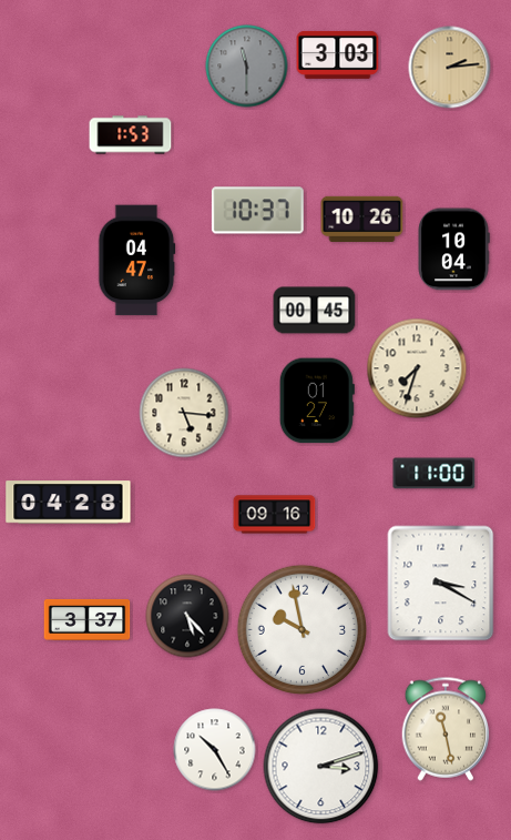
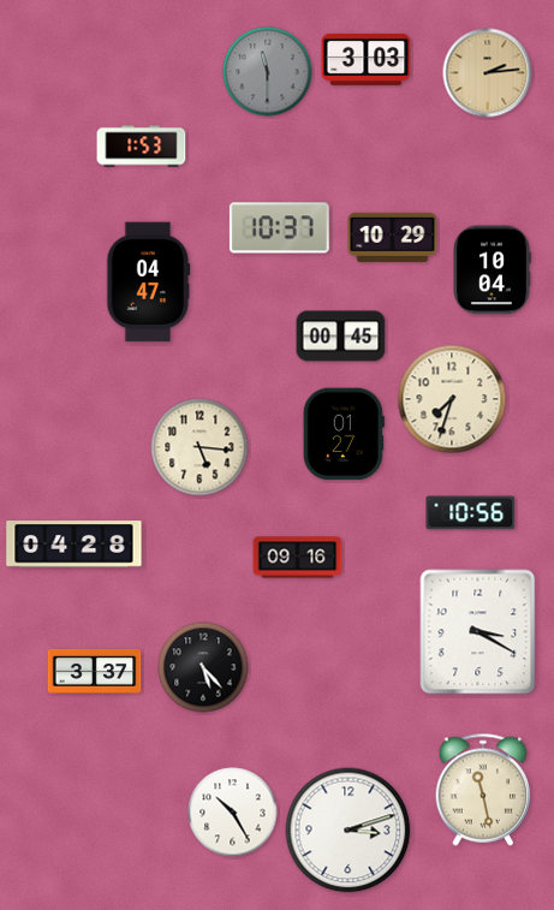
clock at (362, 219): 10:26 -> 10:29
clock at (435, 474): 11:00 -> 10:56
clock at (302, 629): 9:58 -> none
